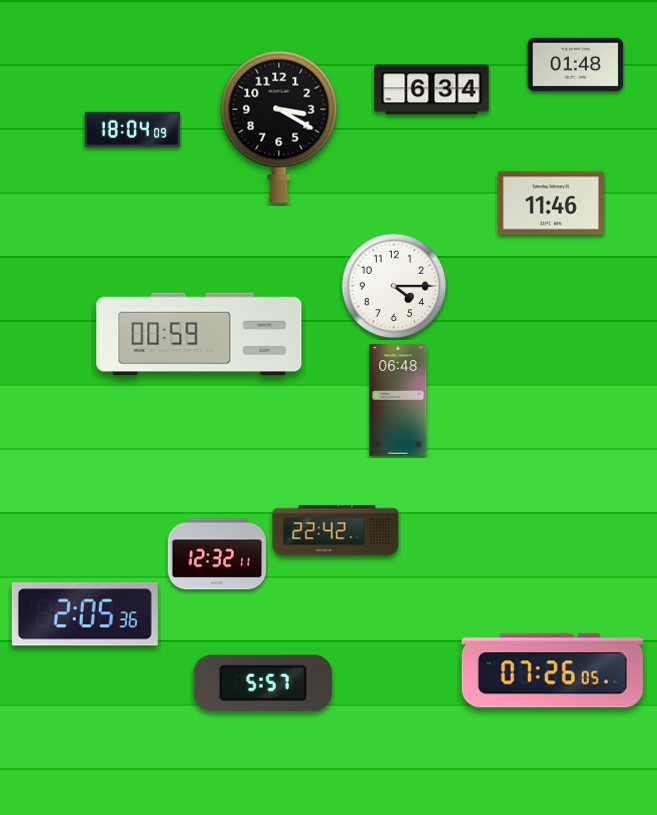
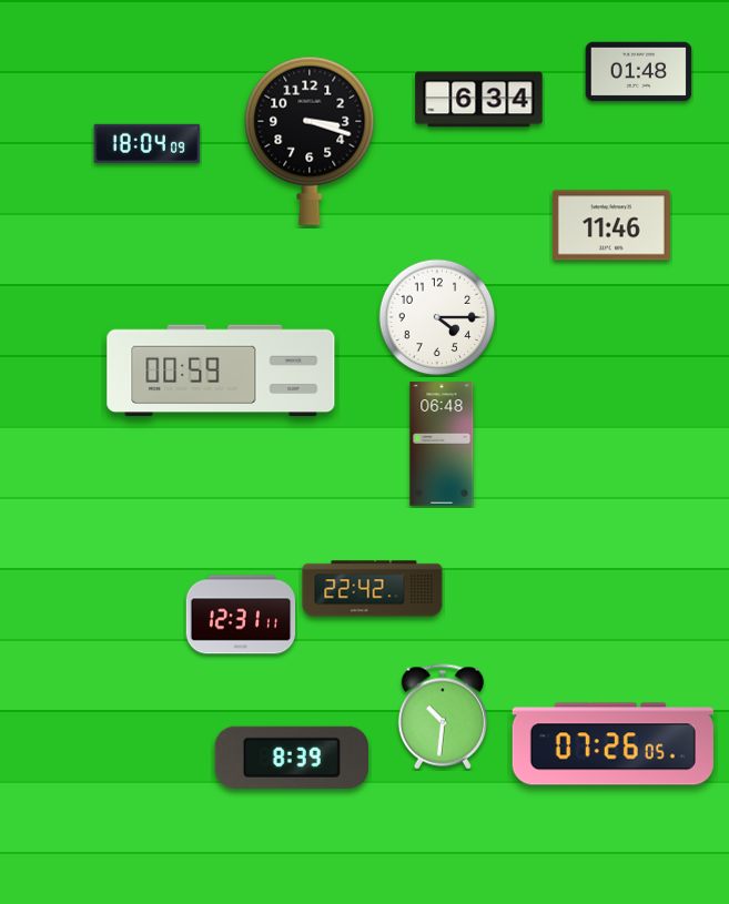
clock at (279, 127): 3:20 -> 3:18
clock at (217, 554): 12:32 -> 12:31
clock at (85, 614): 2:05 -> none
clock at (443, 717): none -> 10:31
clock at (263, 683): 5:57 -> 8:39
